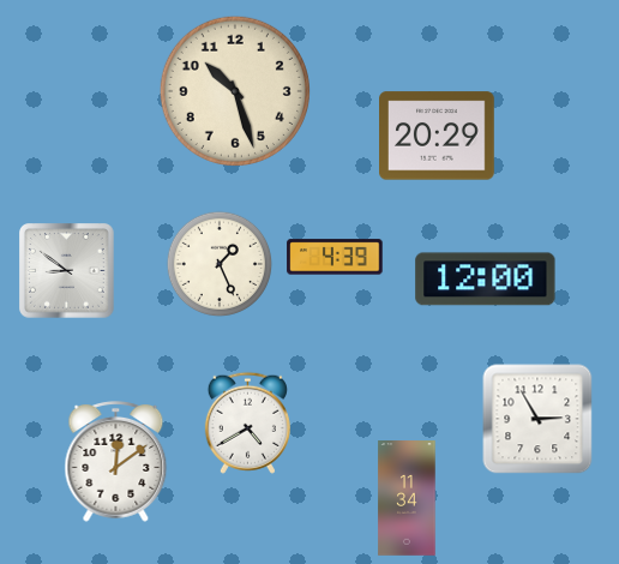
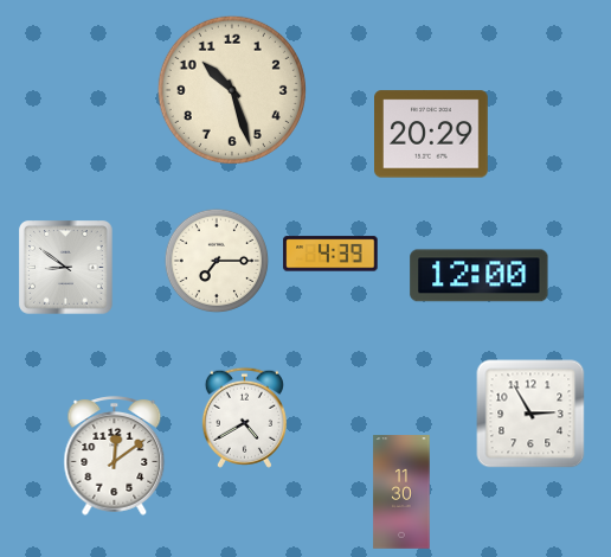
clock at (220, 264): 1:26 -> 7:15
clock at (407, 498): 11:34 -> 11:30
